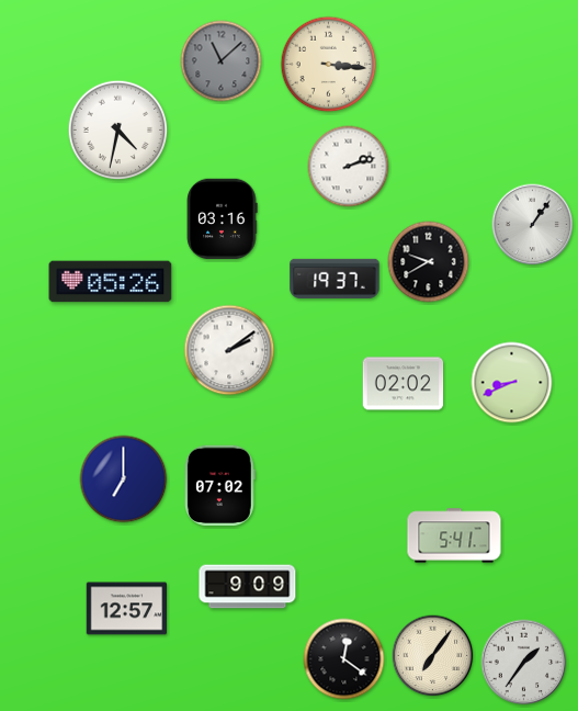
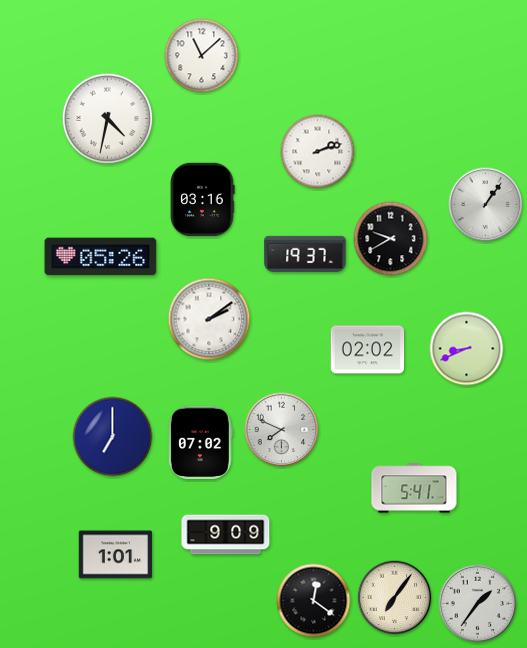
clock at (222, 61) dial: grey -> white
clock at (329, 65): 3:16 -> none
clock at (282, 430): none -> 7:49
clock at (127, 609): 12:57 -> 1:01
